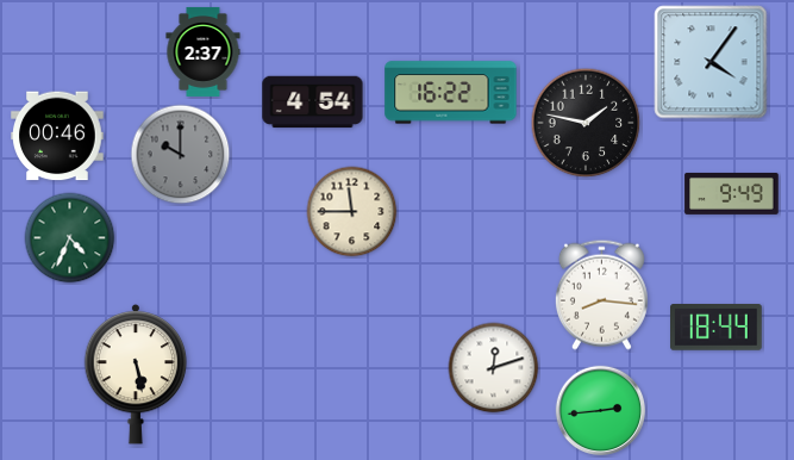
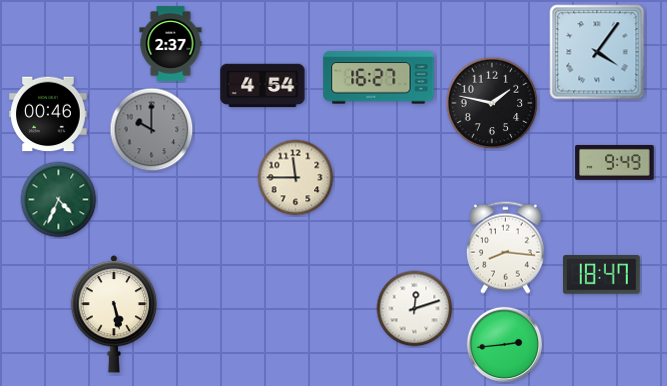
clock at (451, 93): 16:22 -> 16:27
clock at (717, 328): 18:44 -> 18:47
